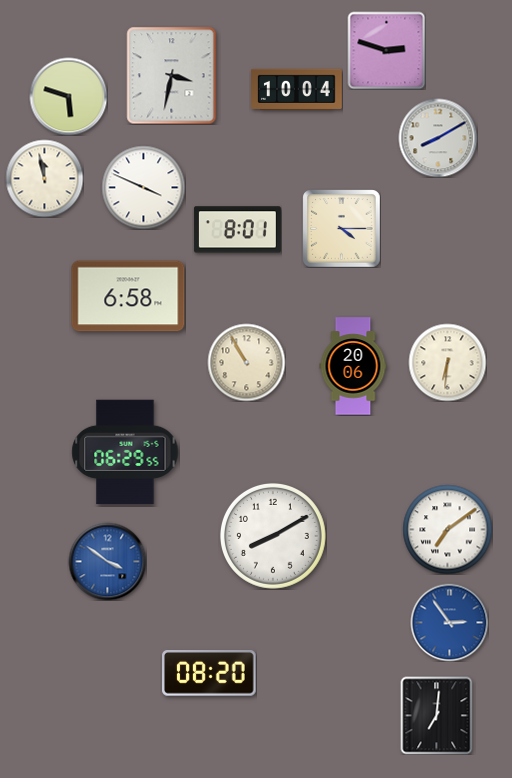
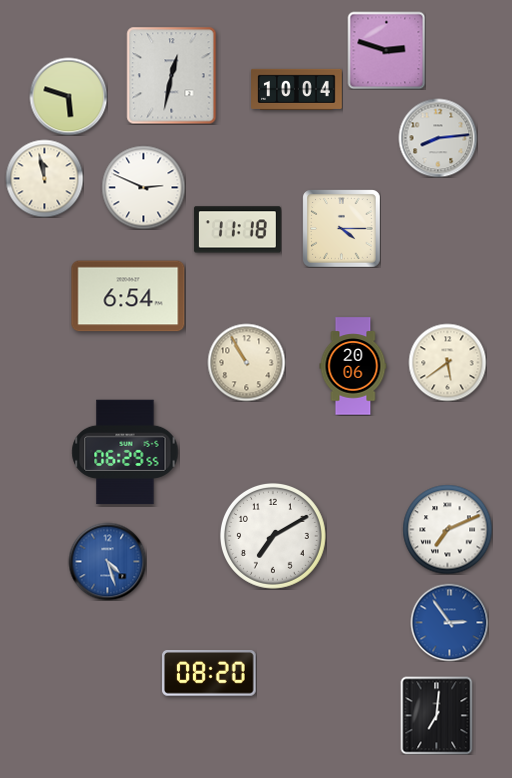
clock at (172, 75): 3:32 -> 12:32
clock at (438, 138): 8:10 -> 8:14
clock at (143, 187): 3:49 -> 2:49
clock at (237, 230): 8:01 -> 11:18
clock at (128, 296): 6:58 -> 6:54
clock at (447, 362): 6:31 -> 5:39
clock at (447, 529): 7:09 -> 7:11
clock at (273, 536): 8:10 -> 7:10
clock at (107, 561): 3:51 -> 4:27
